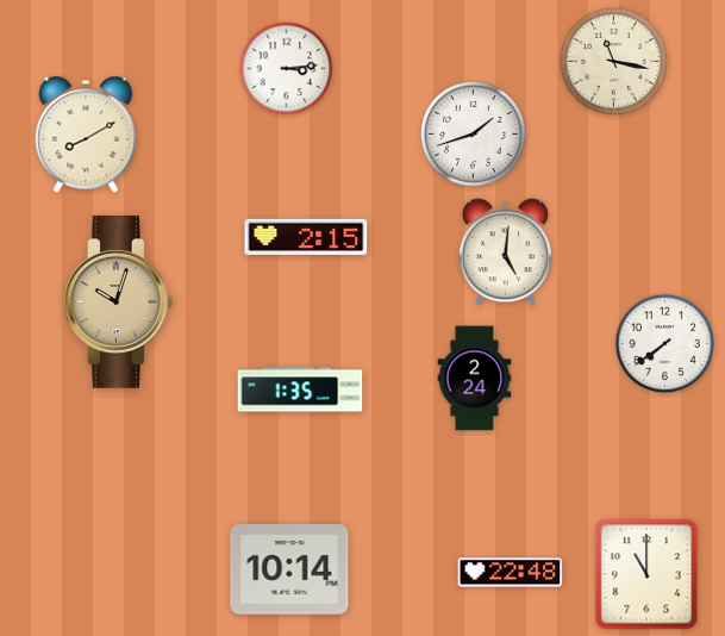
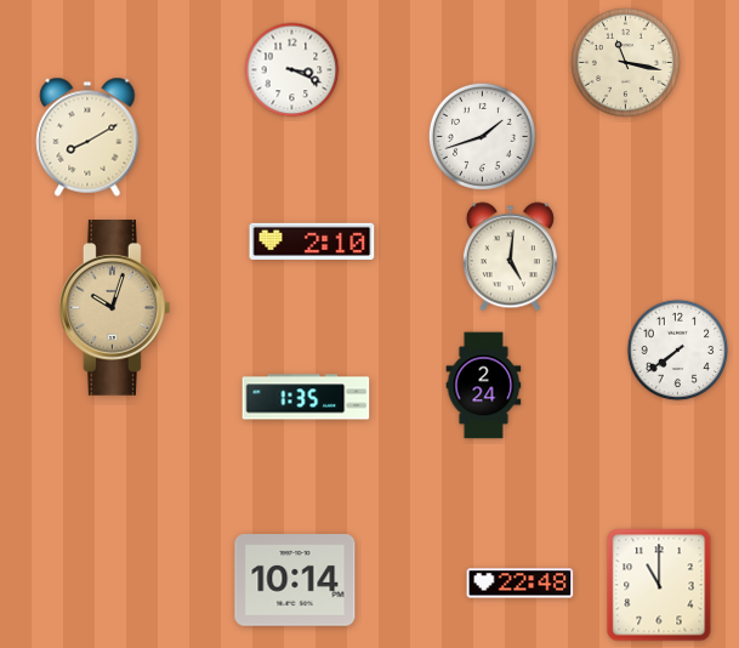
clock at (287, 69): 3:14 -> 3:19
clock at (306, 237): 2:15 -> 2:10
clock at (505, 252) position: (505, 252) -> (510, 257)
clock at (118, 303) position: (118, 303) -> (114, 308)
